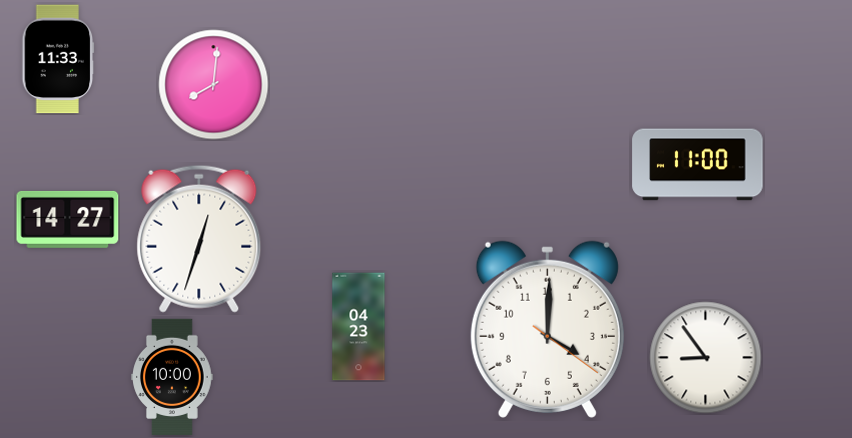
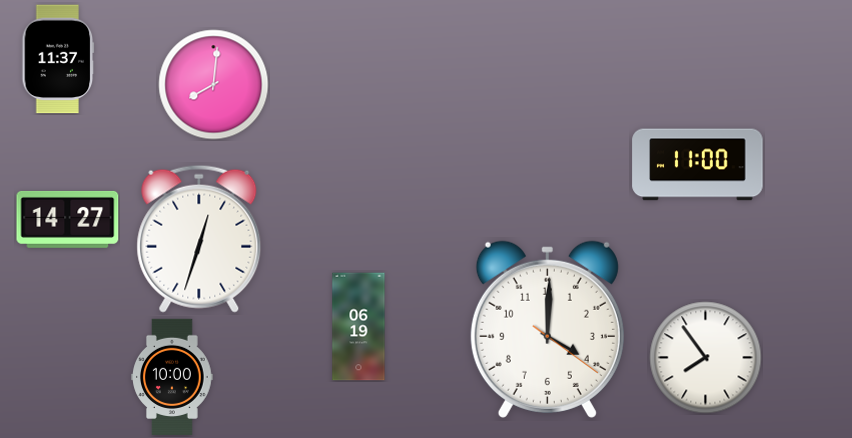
clock at (58, 59): 11:33 -> 11:37
clock at (359, 327): 04:23 -> 06:19
clock at (706, 358): 8:54 -> 7:54
